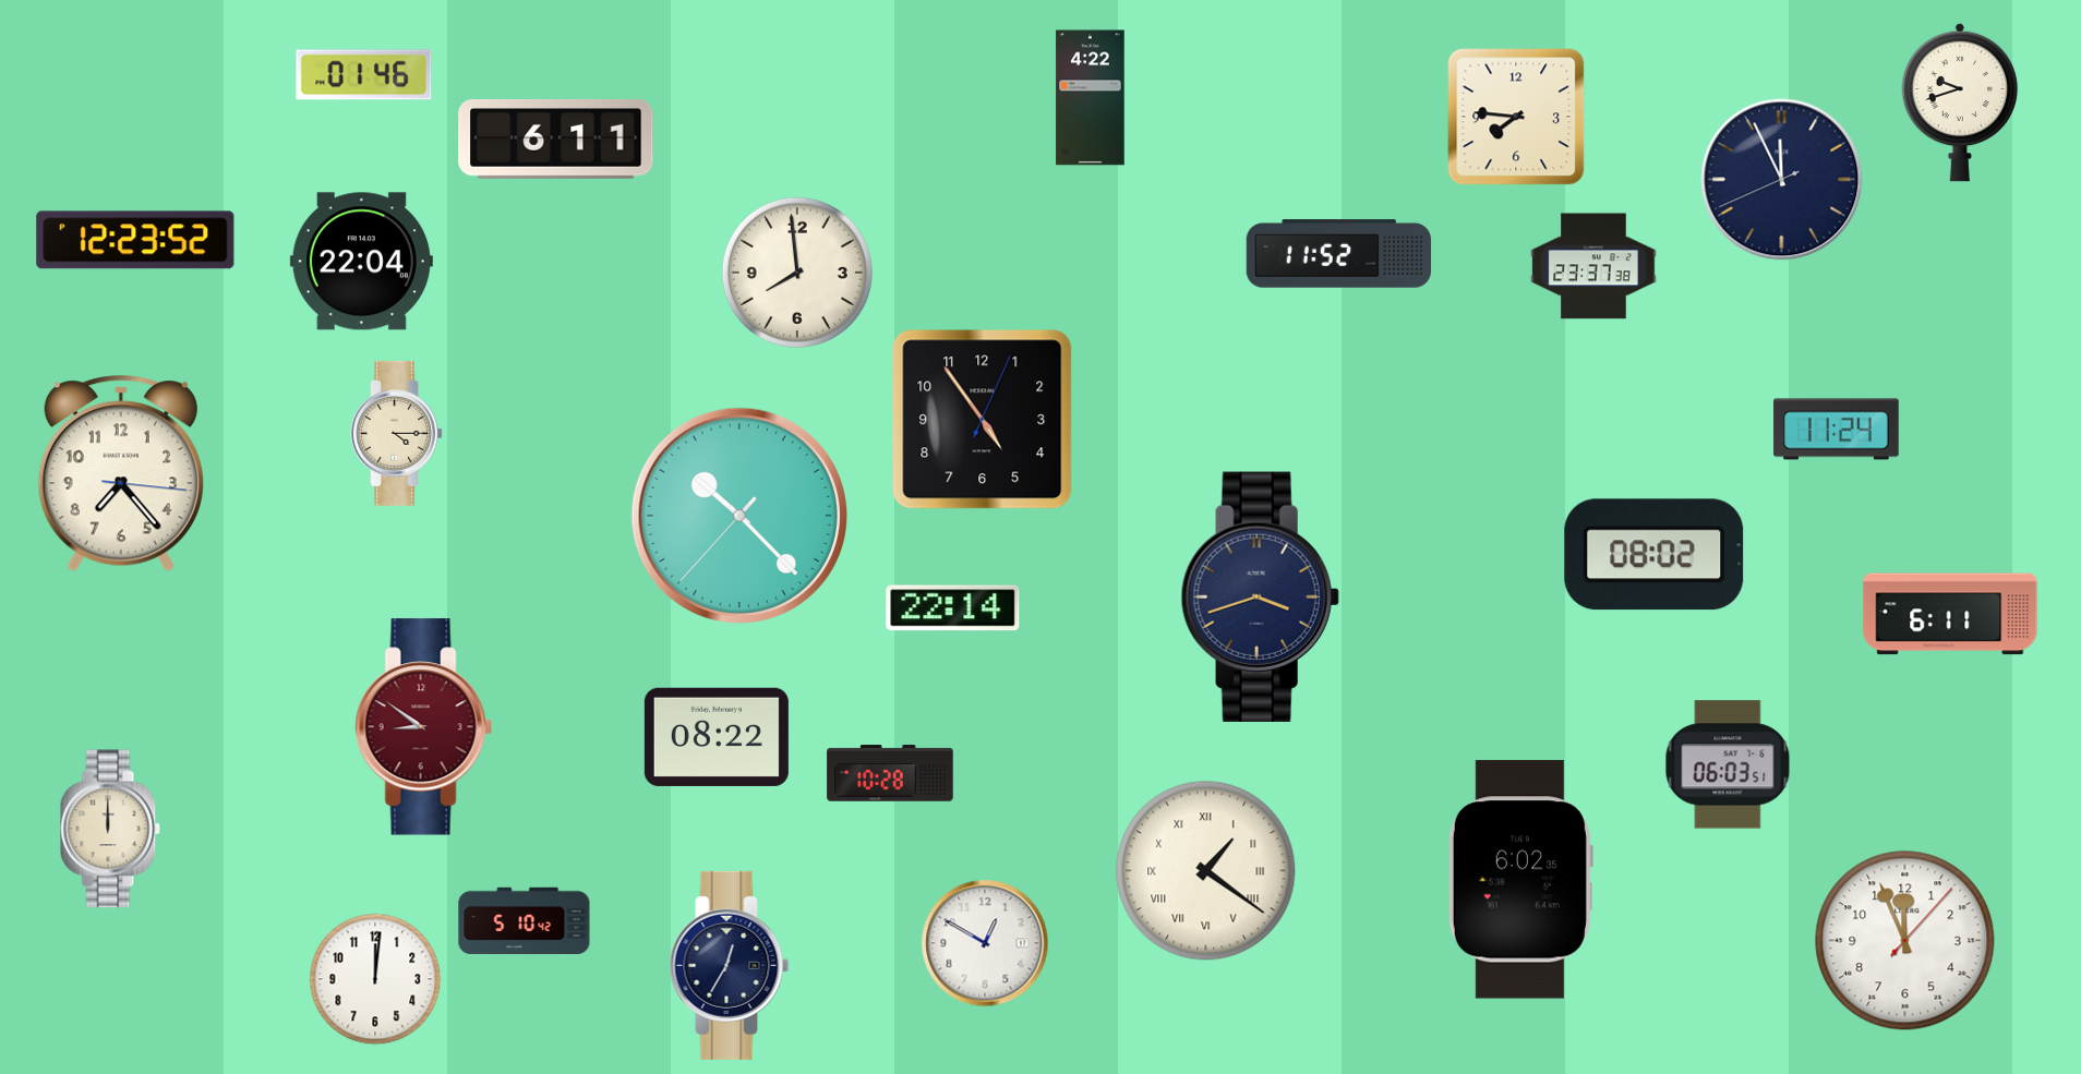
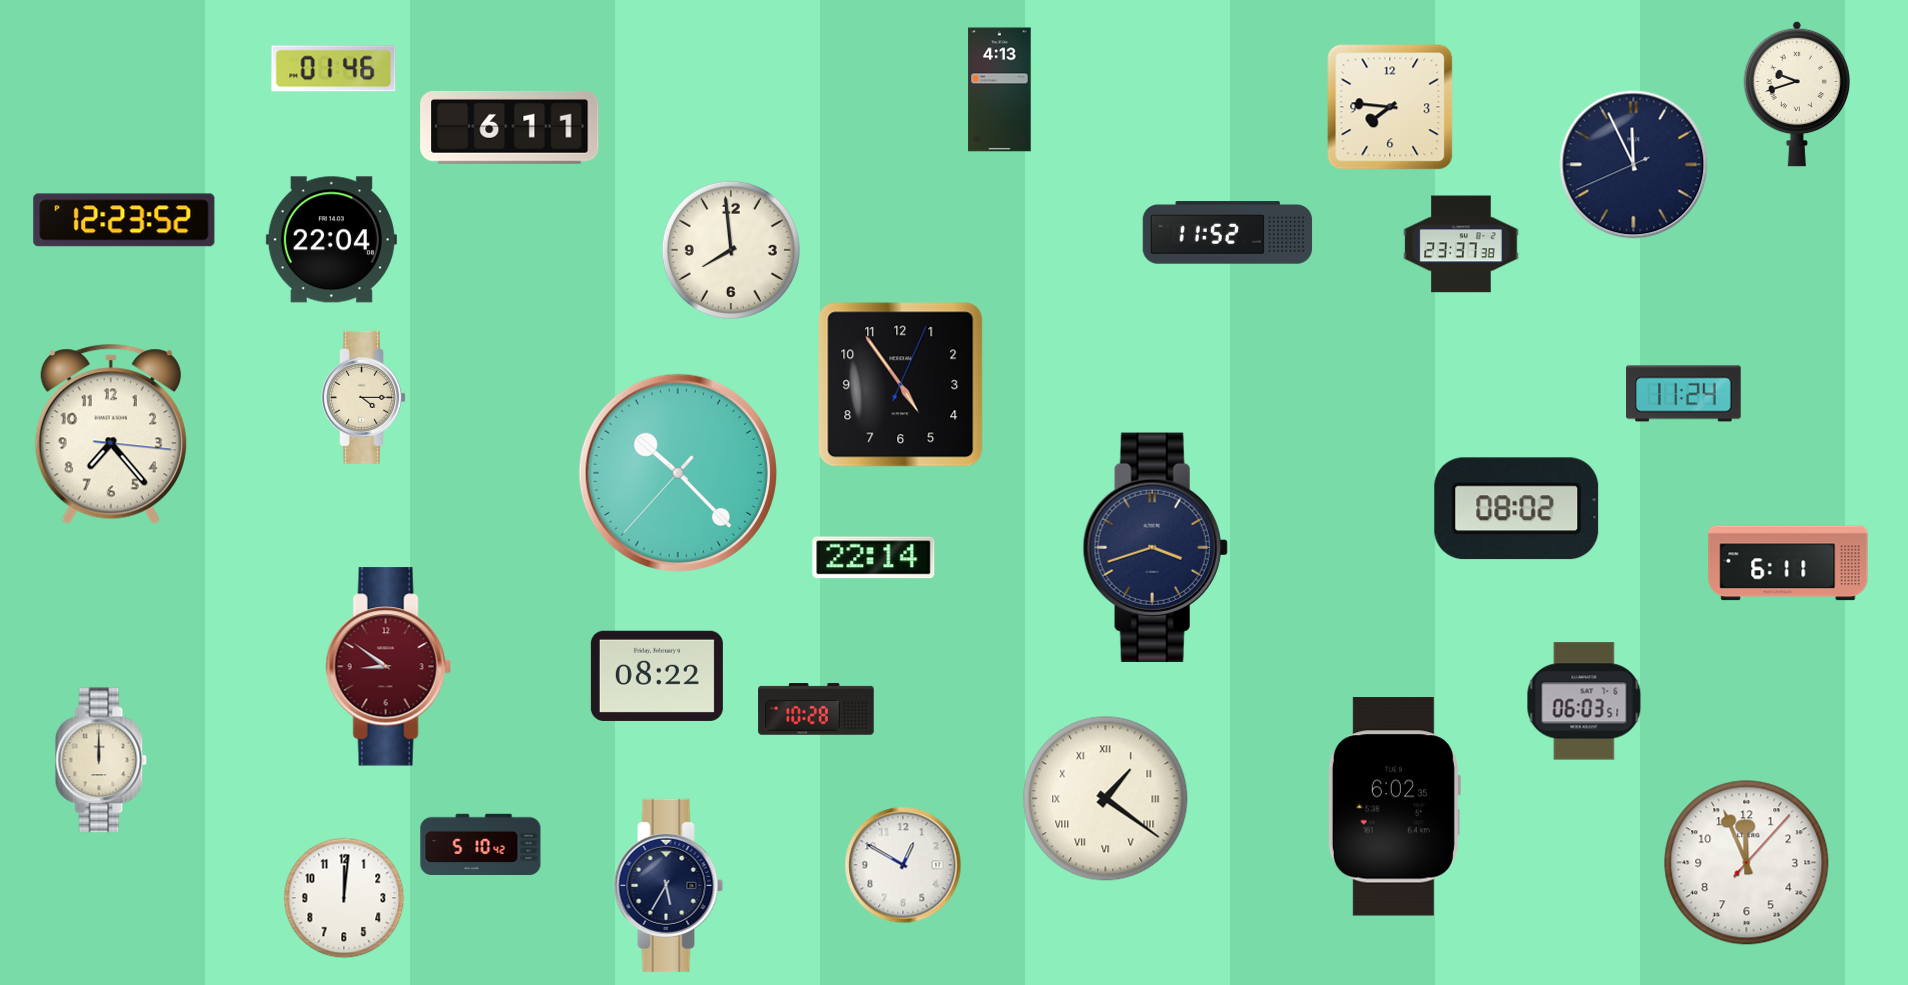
clock at (1091, 98): 4:22 -> 4:13
clock at (730, 965): 12:35 -> 5:35
